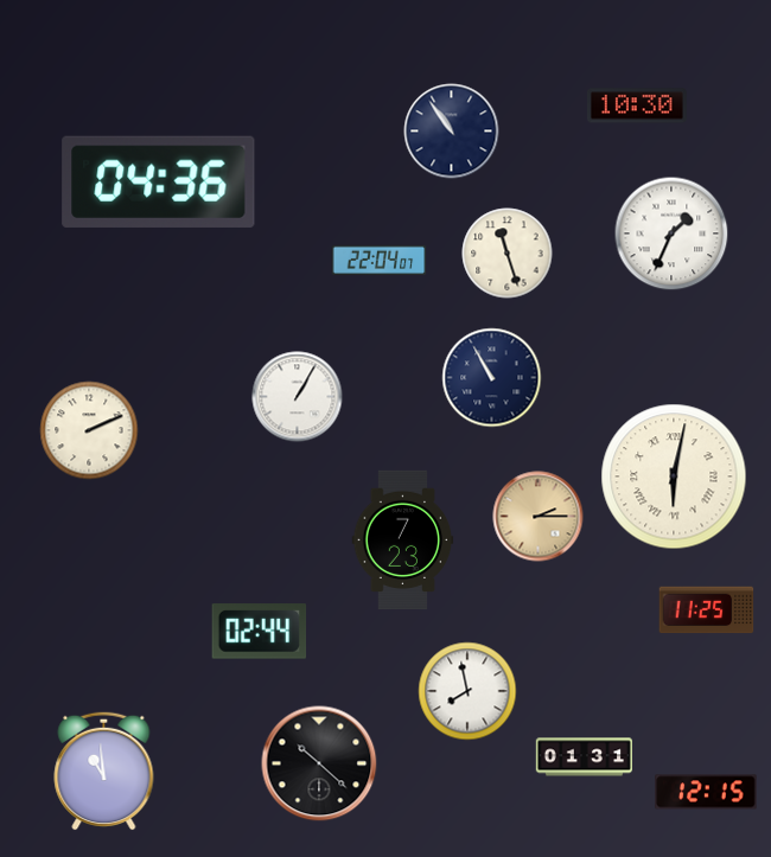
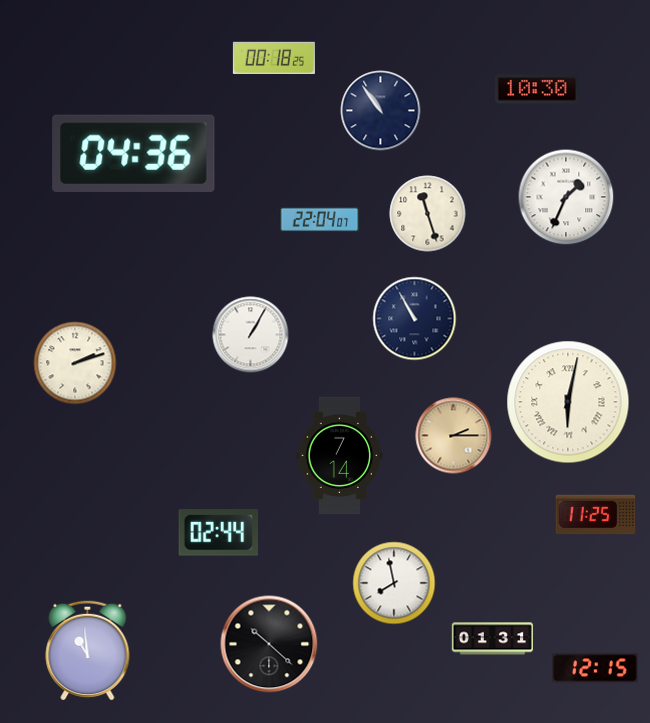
clock at (274, 58): none -> 00:18
clock at (89, 430): 2:11 -> 2:12
clock at (403, 541): 7:23 -> 7:14
